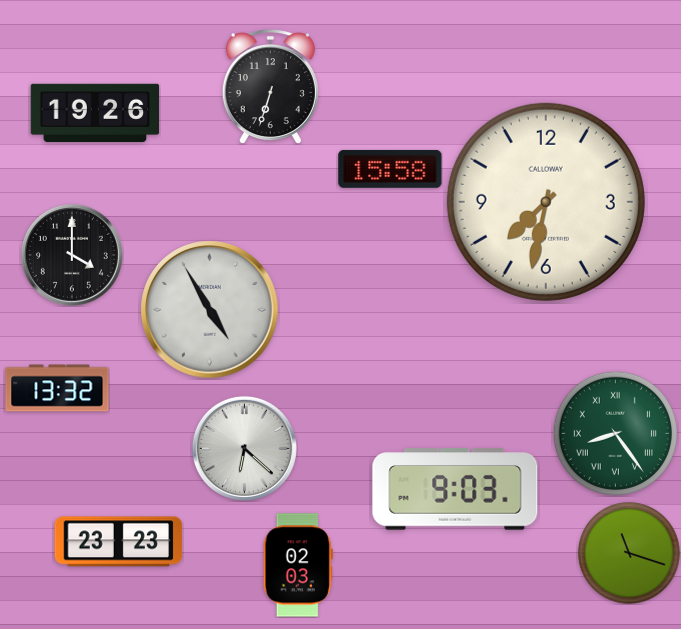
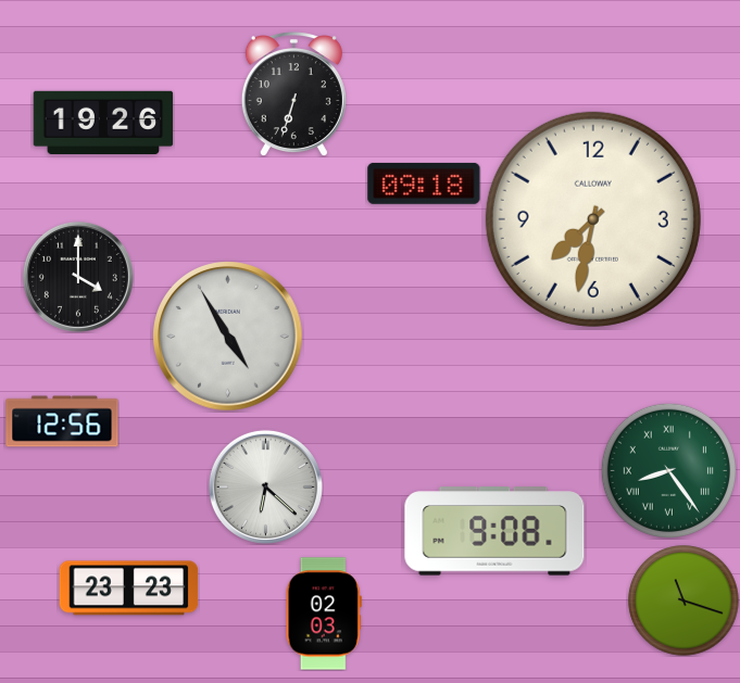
clock at (390, 169): 15:58 -> 09:18
clock at (57, 388): 13:32 -> 12:56
clock at (455, 489): 9:03 -> 9:08
